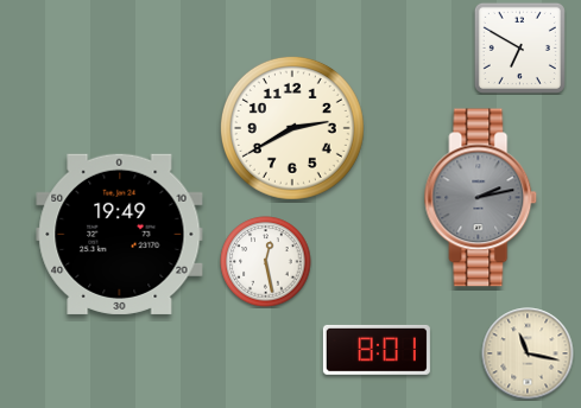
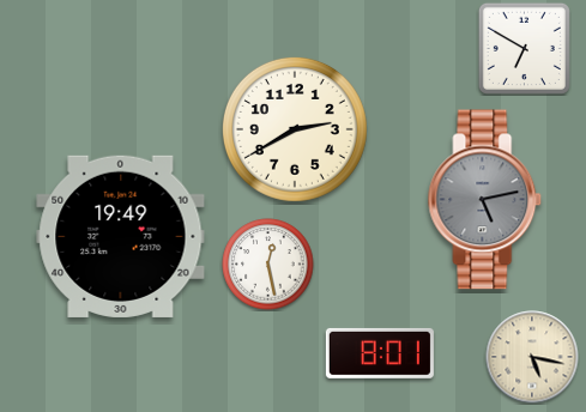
clock at (481, 198): 2:13 -> 5:13
clock at (528, 353): 11:17 -> 5:17
